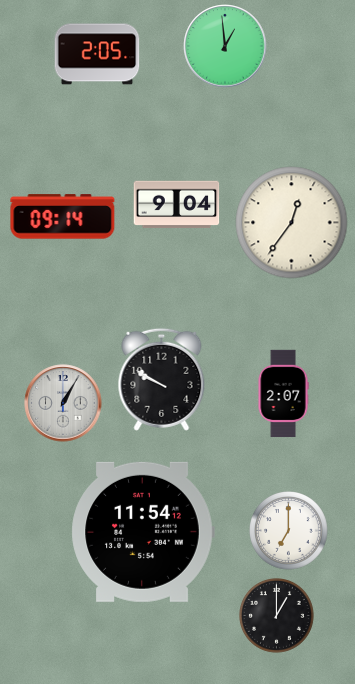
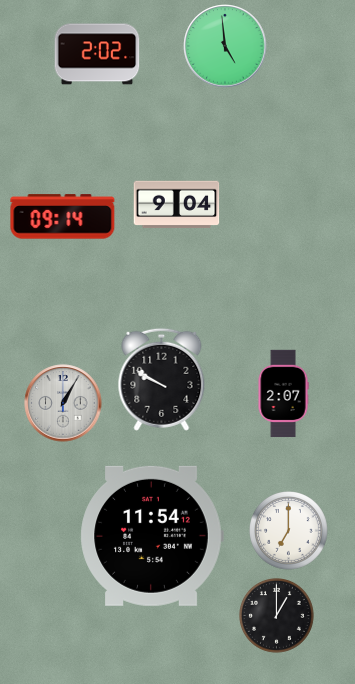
clock at (225, 46): 12:59 -> 4:59
clock at (97, 54): 2:05 -> 2:02
clock at (292, 223): 12:36 -> none
clock at (143, 532) position: (143, 532) -> (152, 536)
